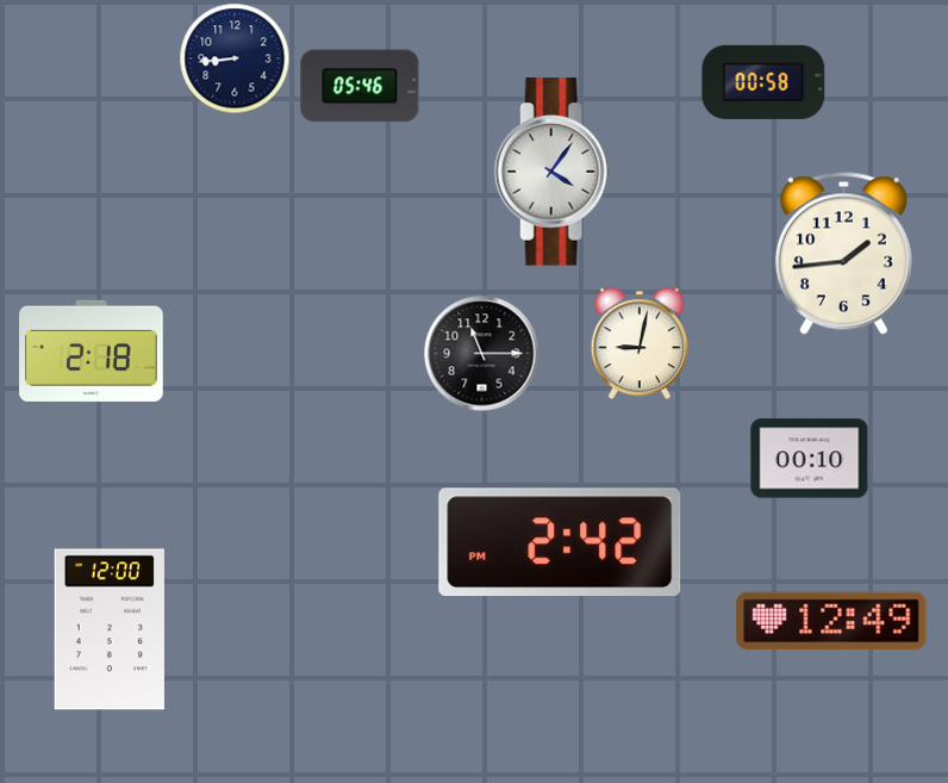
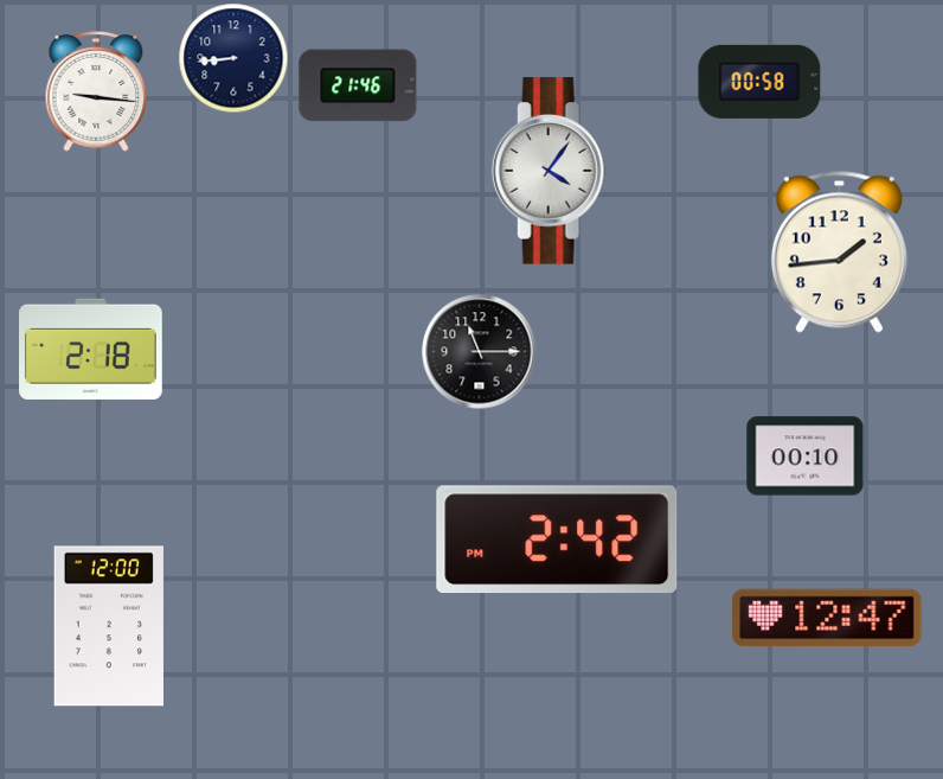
clock at (360, 86): 05:46 -> 21:46
clock at (96, 91): none -> 9:16
clock at (640, 344): 9:02 -> none
clock at (831, 621): 12:49 -> 12:47
